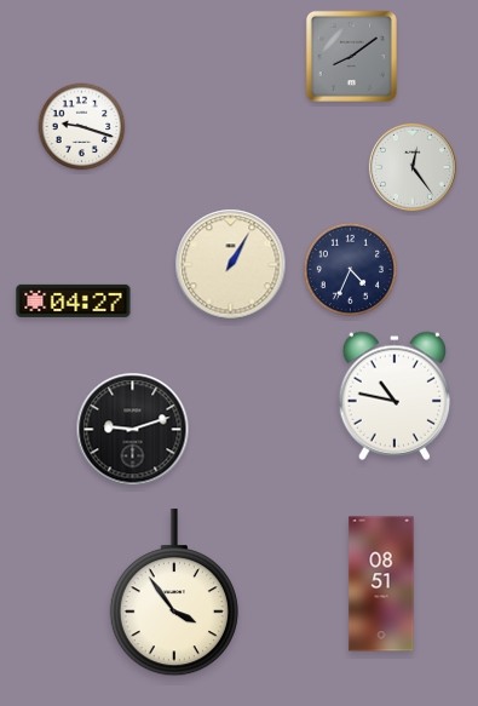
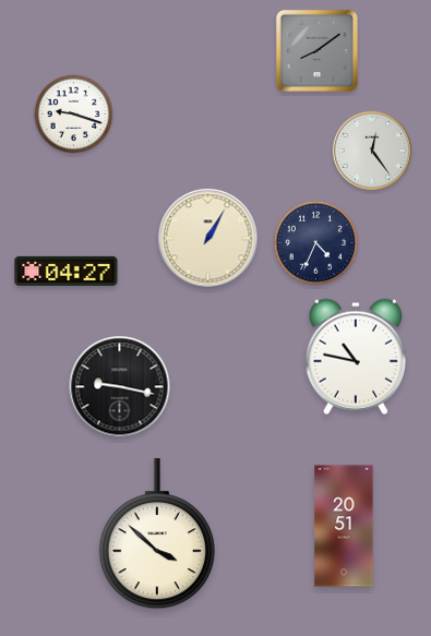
clock at (133, 430): 9:12 -> 9:17
clock at (381, 584): 08:51 -> 20:51
clock at (174, 593): 3:54 -> 3:52
